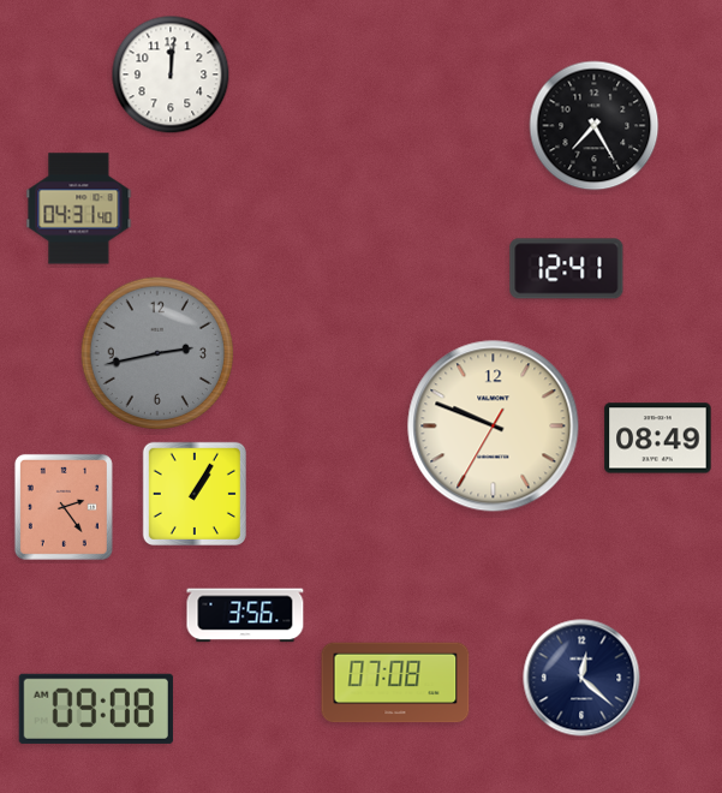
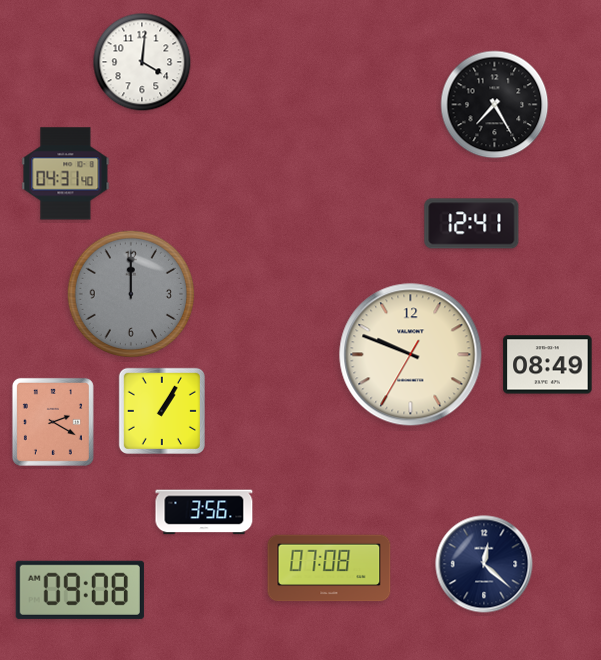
clock at (171, 74): 12:01 -> 4:01
clock at (156, 352): 2:43 -> 12:00
clock at (64, 507): 2:24 -> 2:20
